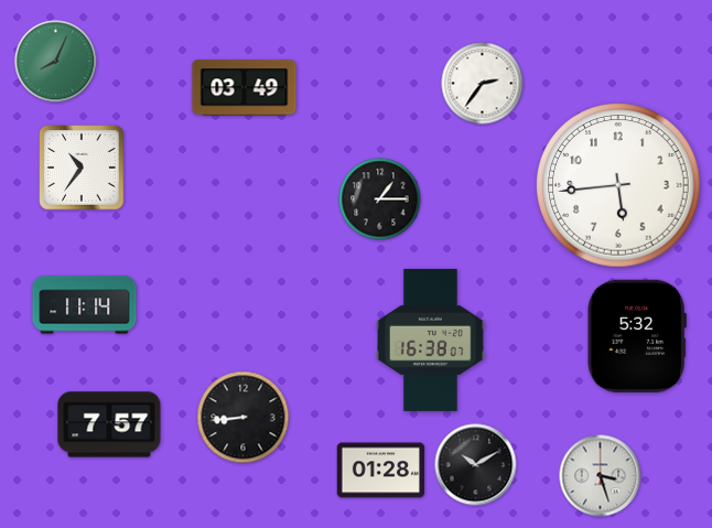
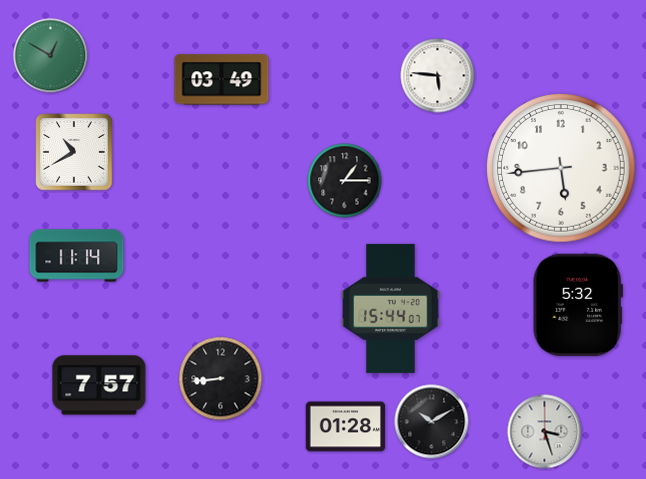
clock at (56, 62): 8:04 -> 12:50
clock at (483, 84): 2:36 -> 5:46
clock at (82, 168): 10:36 -> 10:40
clock at (85, 305) position: (85, 305) -> (77, 256)
clock at (431, 340): 16:38 -> 15:44
